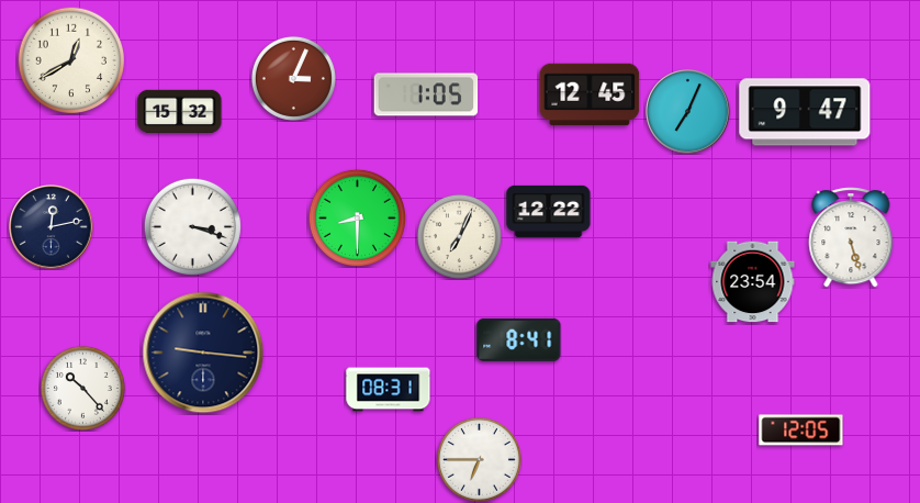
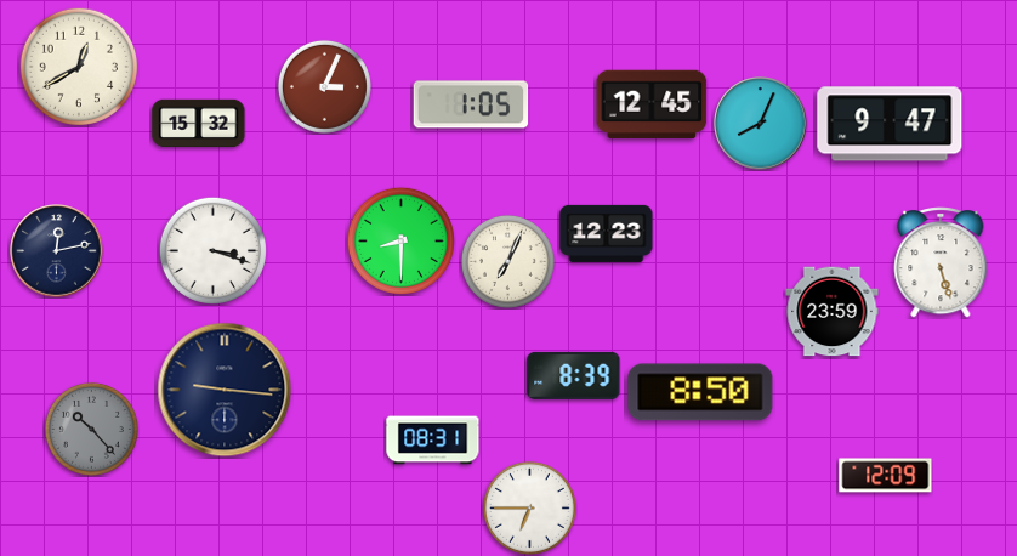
clock at (688, 112): 7:04 -> 8:04
clock at (549, 211): 12:22 -> 12:23
clock at (357, 217) position: (357, 217) -> (400, 240)
clock at (753, 282): 23:54 -> 23:59
clock at (519, 339): 8:41 -> 8:39
clock at (700, 392): none -> 8:50
clock at (82, 388) dial: white -> grey
clock at (389, 390) position: (389, 390) -> (433, 441)
clock at (801, 431): 12:05 -> 12:09
